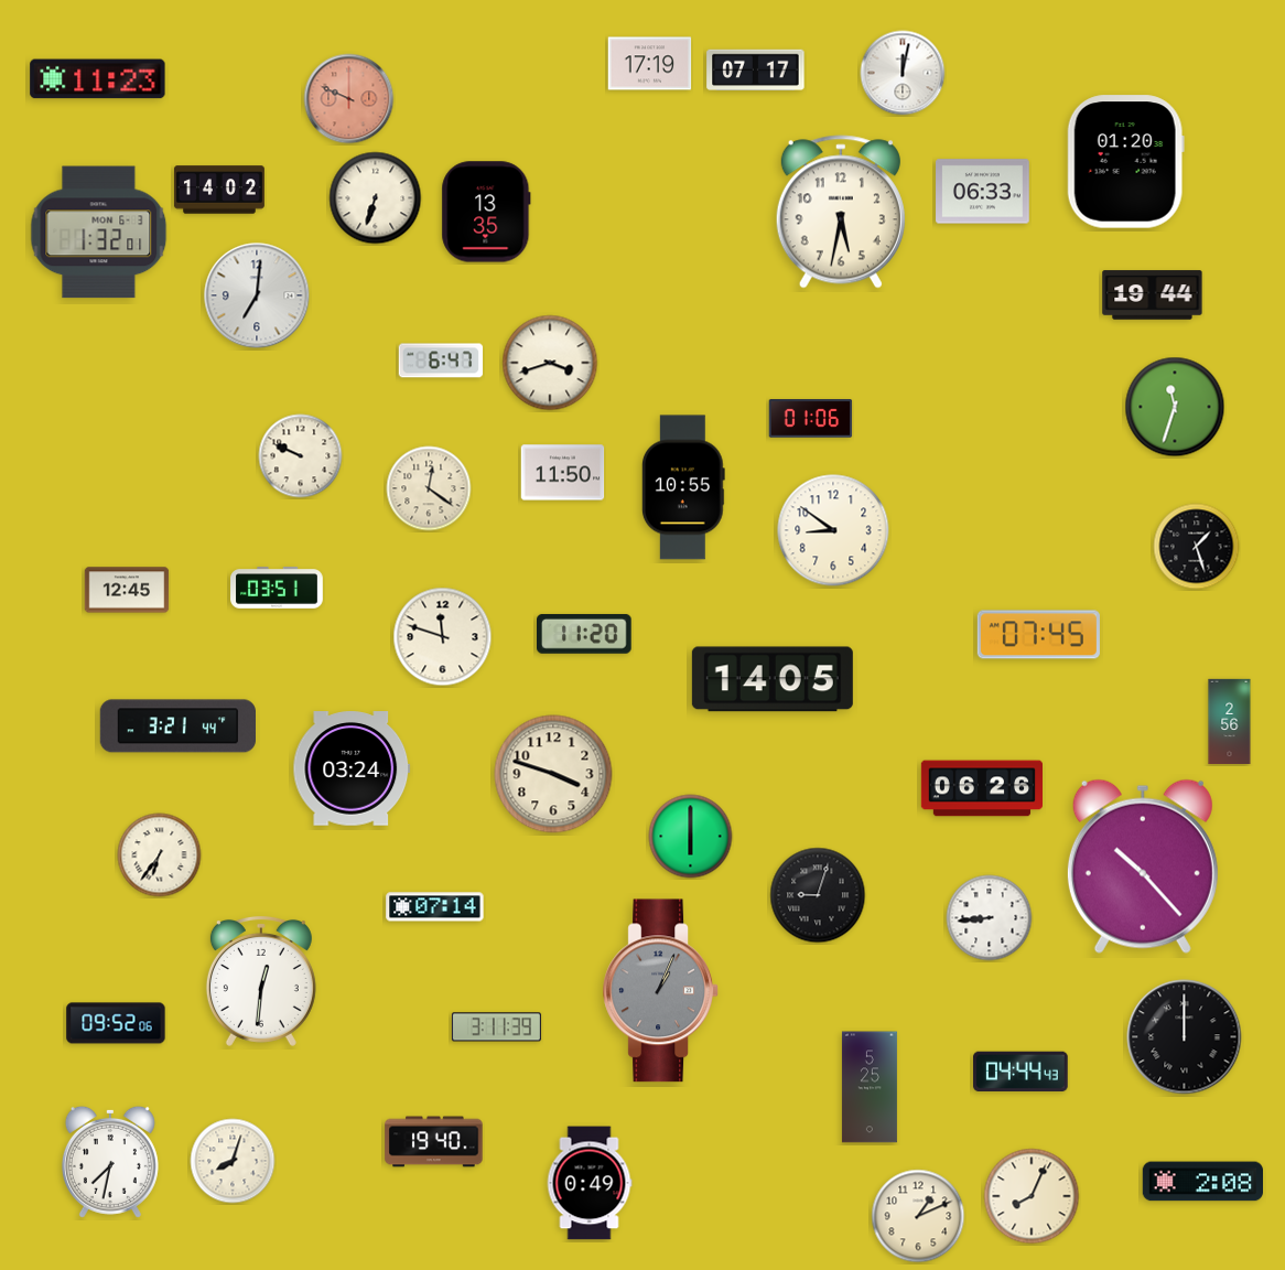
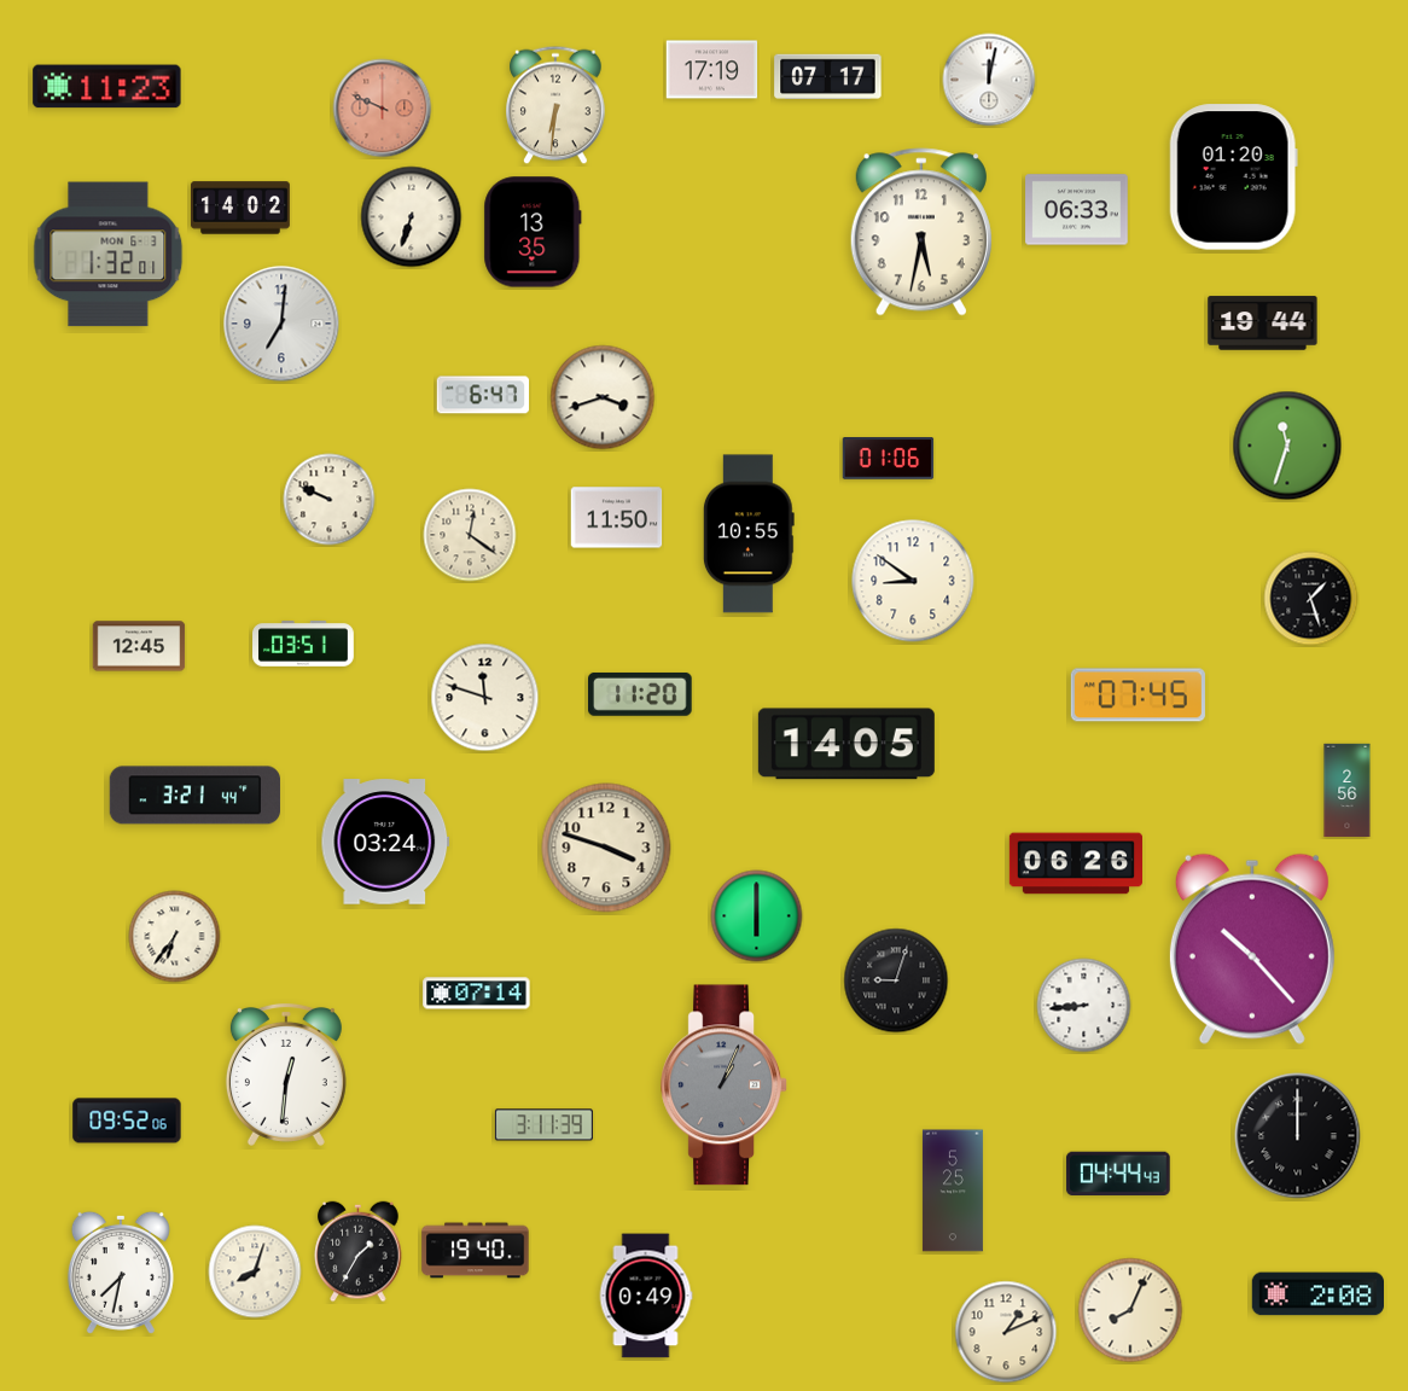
clock at (555, 105): none -> 6:31
clock at (359, 1252): none -> 1:35
